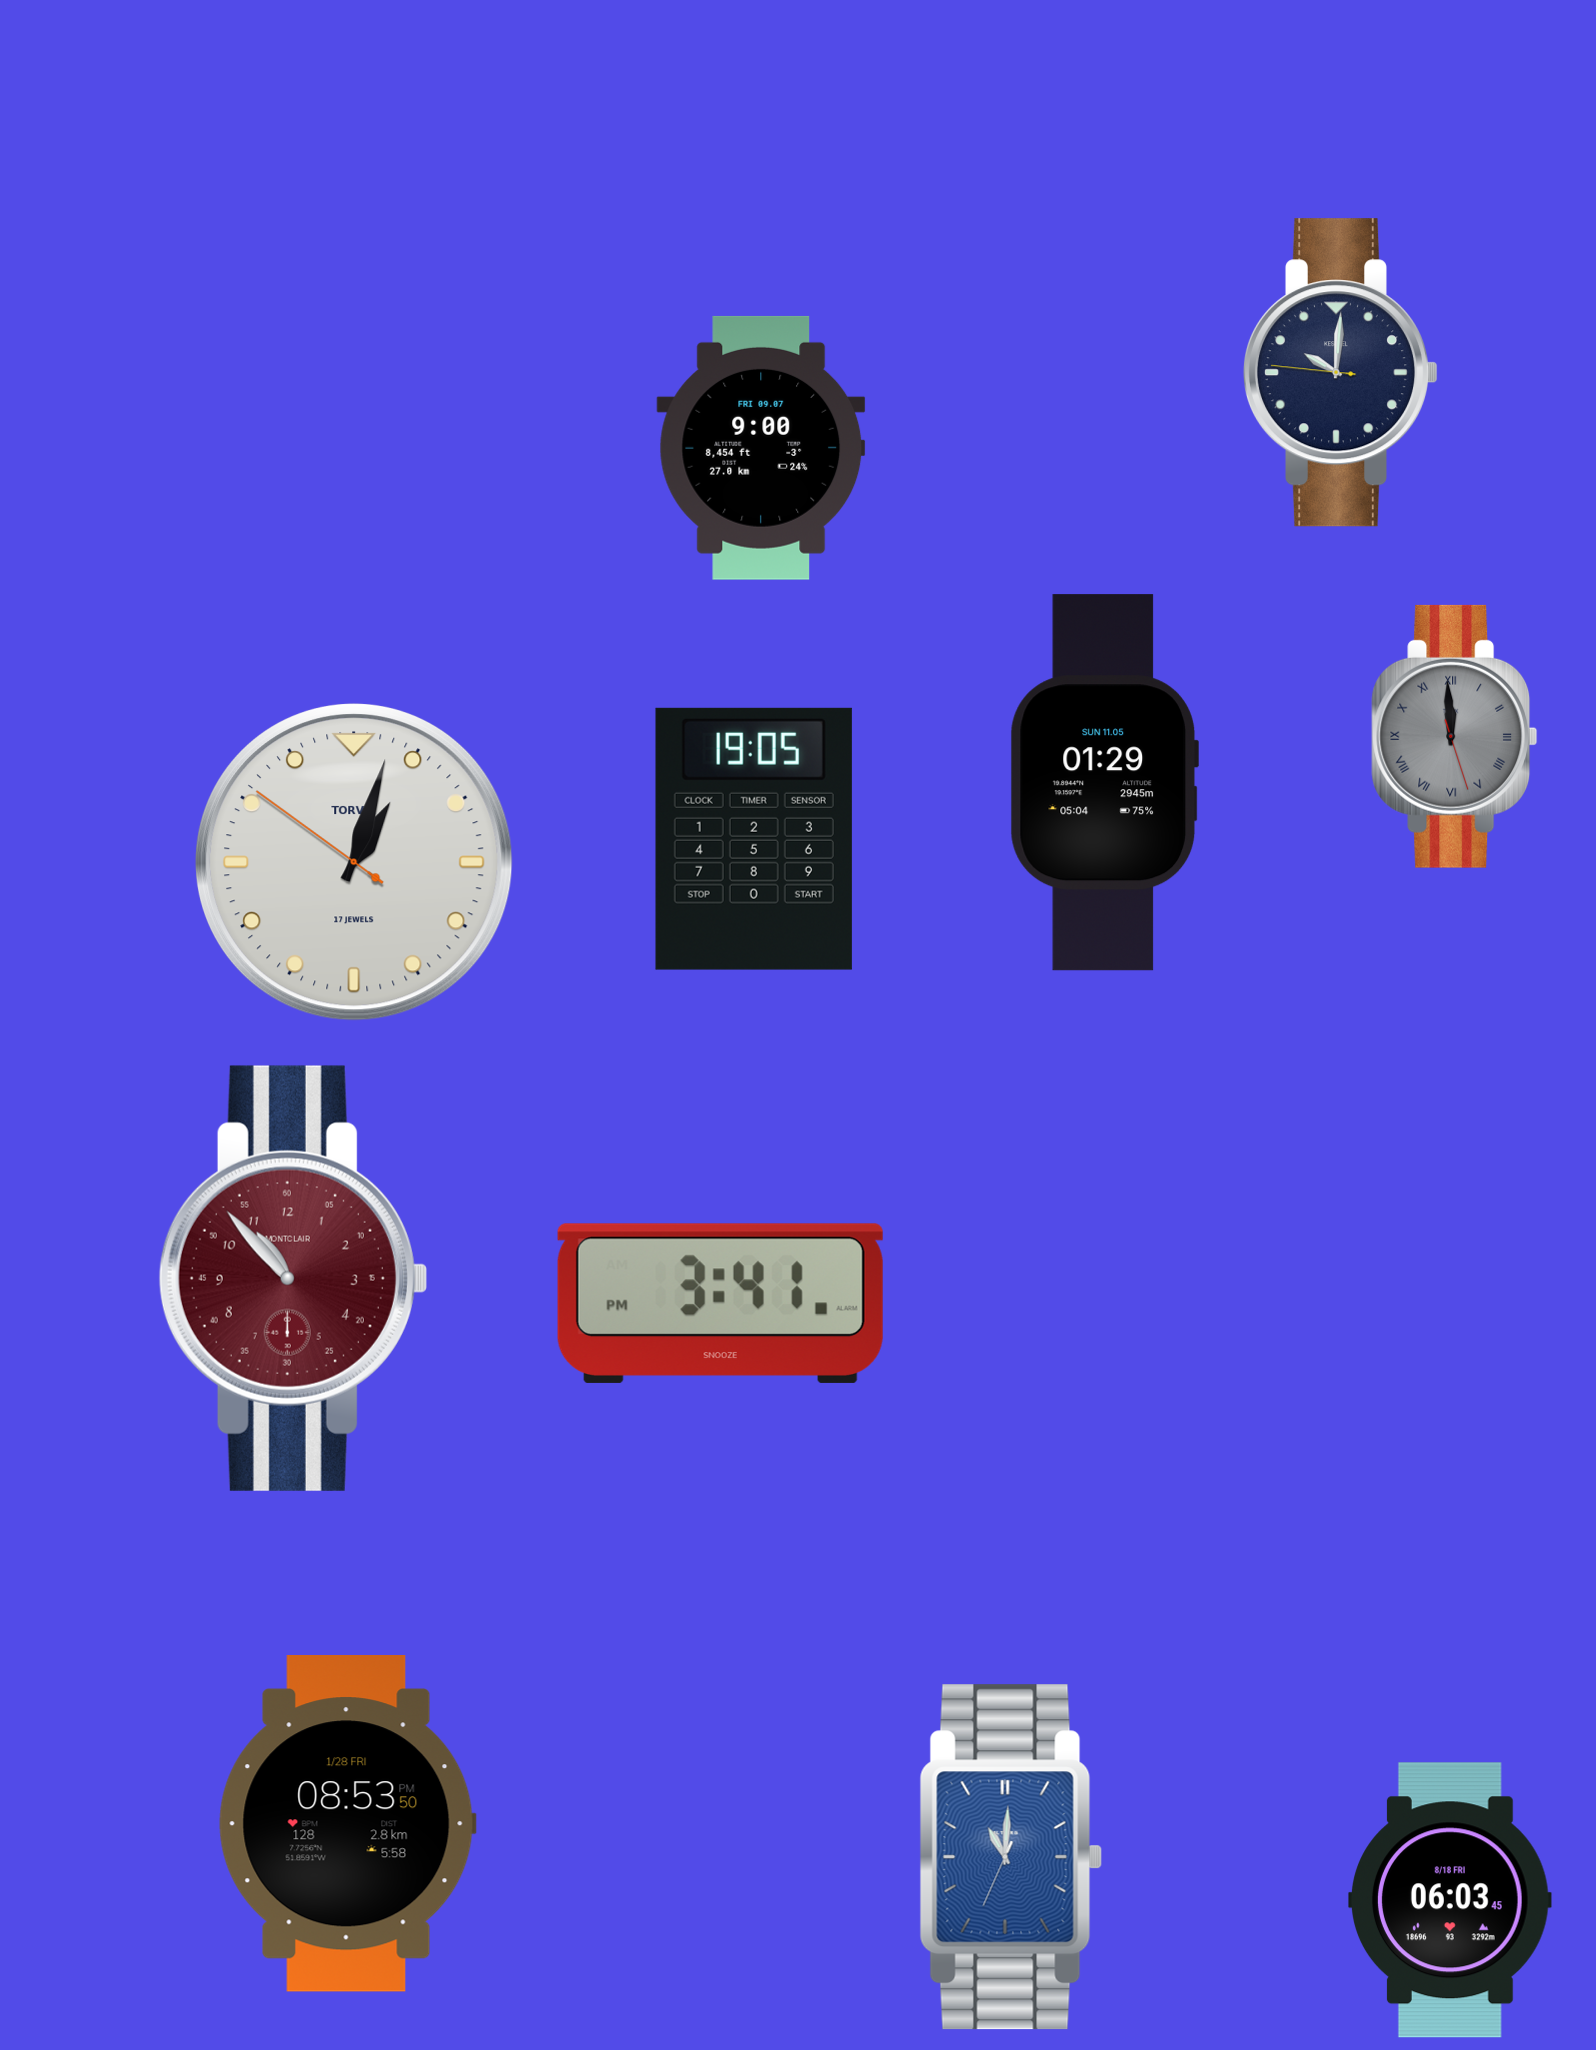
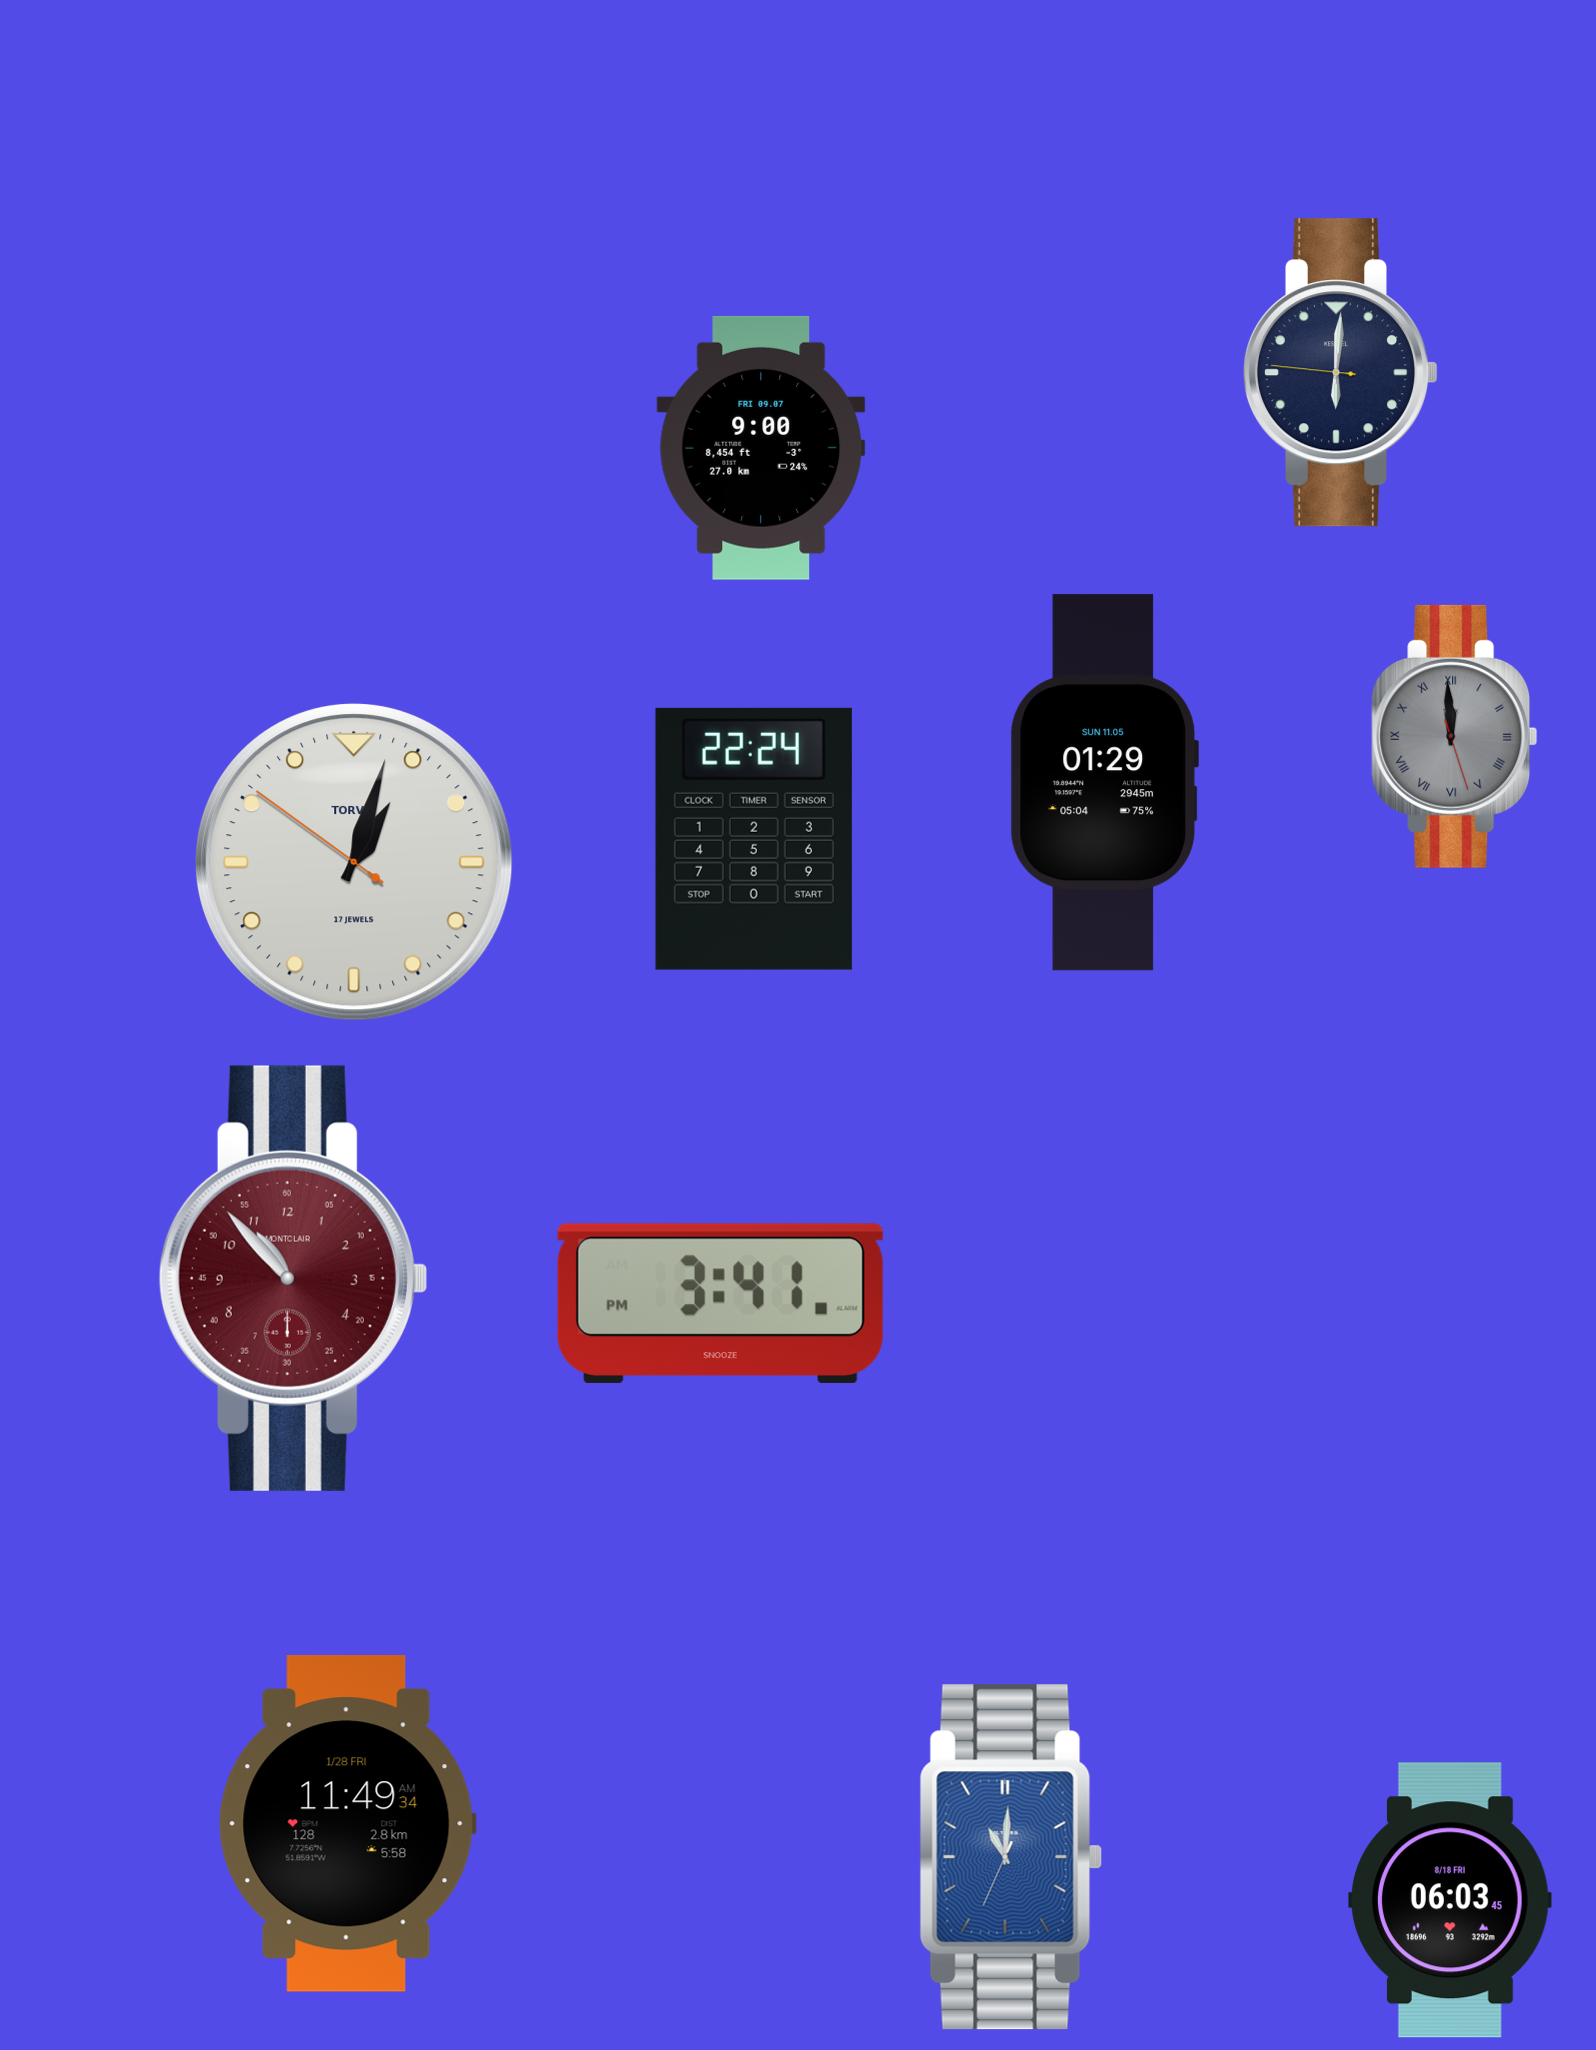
clock at (1340, 373): 10:00 -> 6:00
clock at (754, 839): 19:05 -> 22:24
clock at (347, 1824): 08:53 -> 11:49
